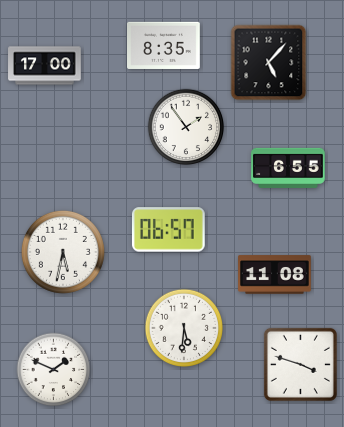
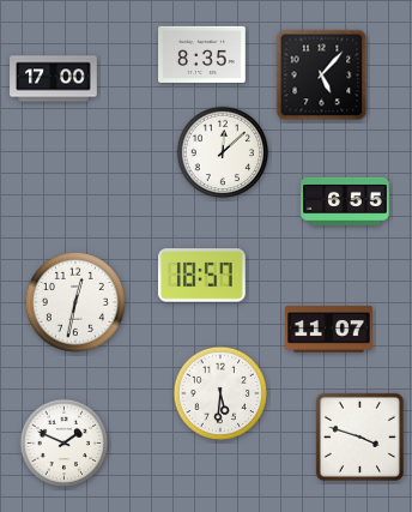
clock at (164, 45) position: (164, 45) -> (202, 54)
clock at (186, 127): 1:54 -> 12:08
clock at (168, 230): 06:57 -> 18:57
clock at (63, 252): 5:32 -> 12:32
clock at (275, 275): 11:08 -> 11:07
